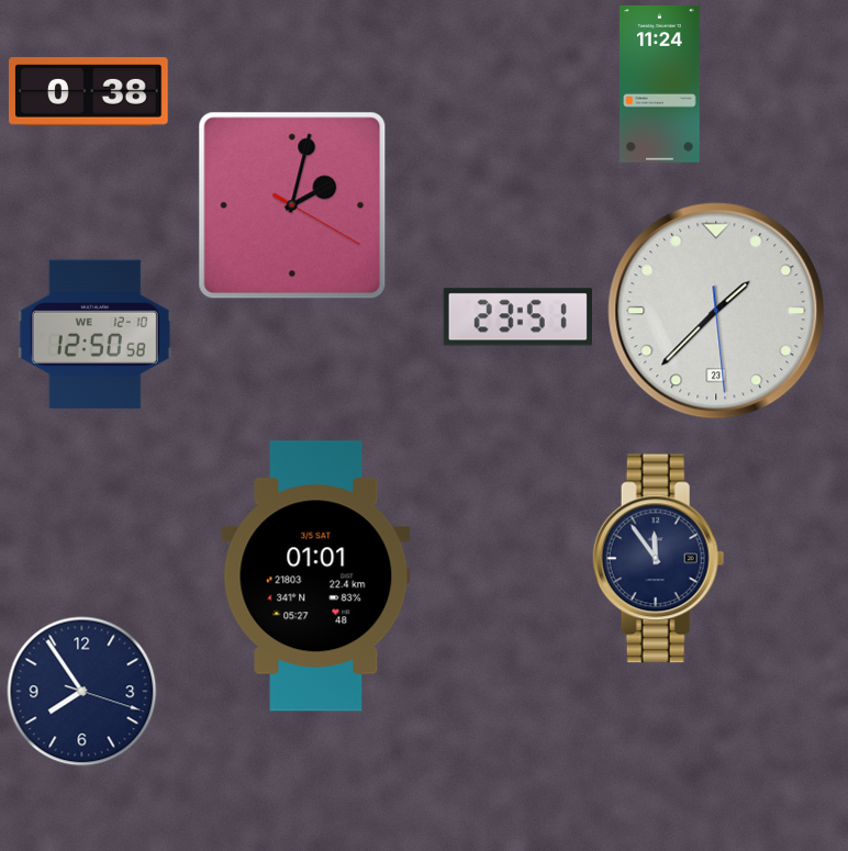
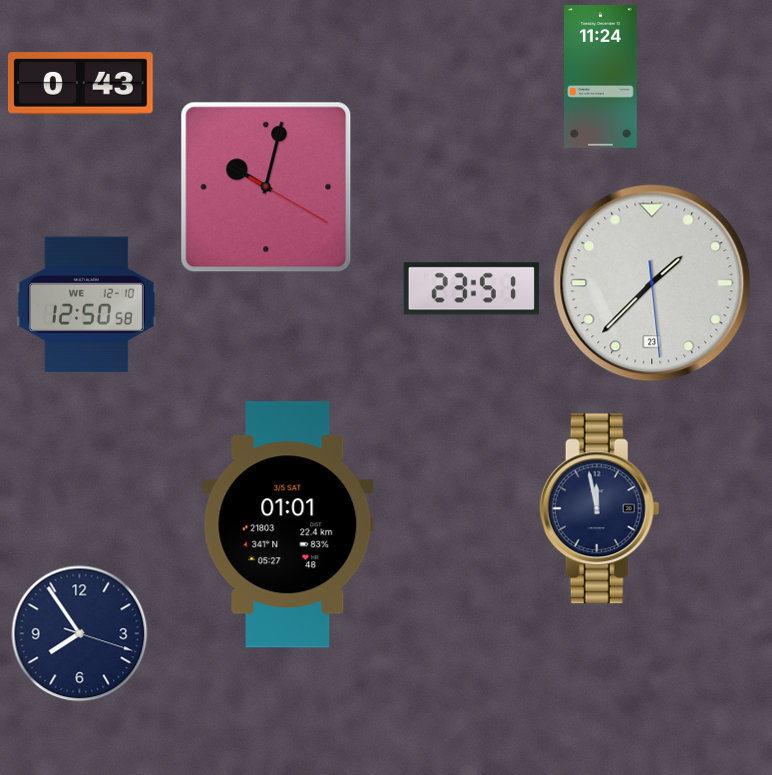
clock at (89, 92): 0:38 -> 0:43
clock at (292, 205): 2:02 -> 10:02
clock at (658, 559): 11:54 -> 11:58
clock at (82, 692) position: (82, 692) -> (80, 634)
